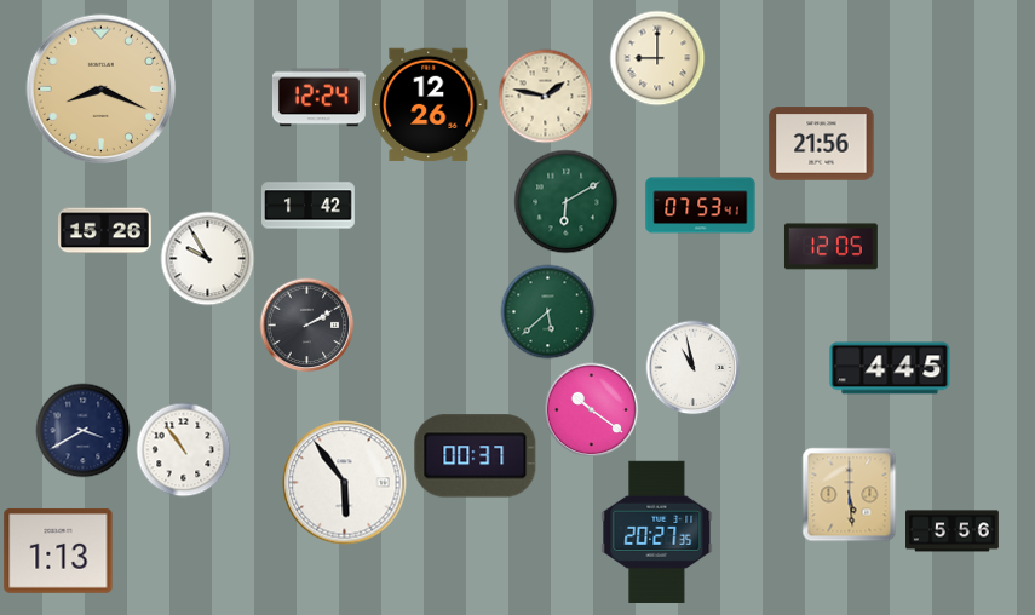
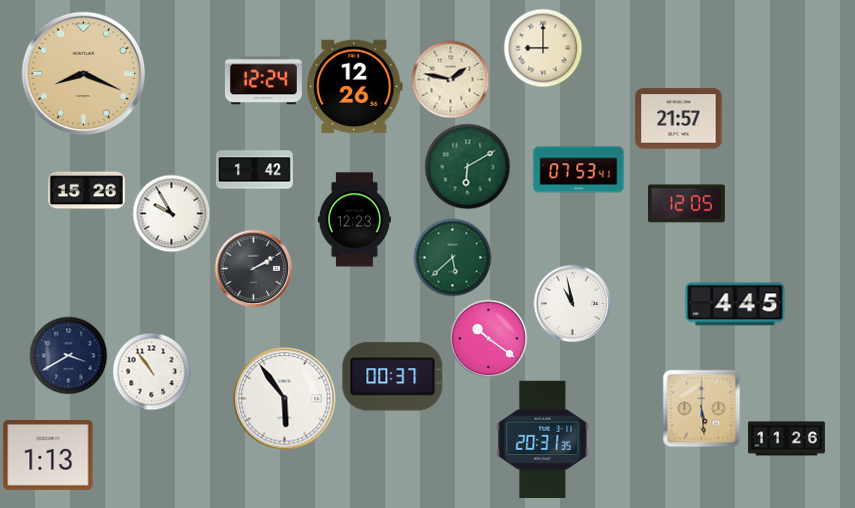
clock at (822, 144): 21:56 -> 21:57
clock at (354, 220): none -> 12:23
clock at (657, 531): 20:27 -> 20:31
clock at (953, 531): 5:56 -> 11:26
